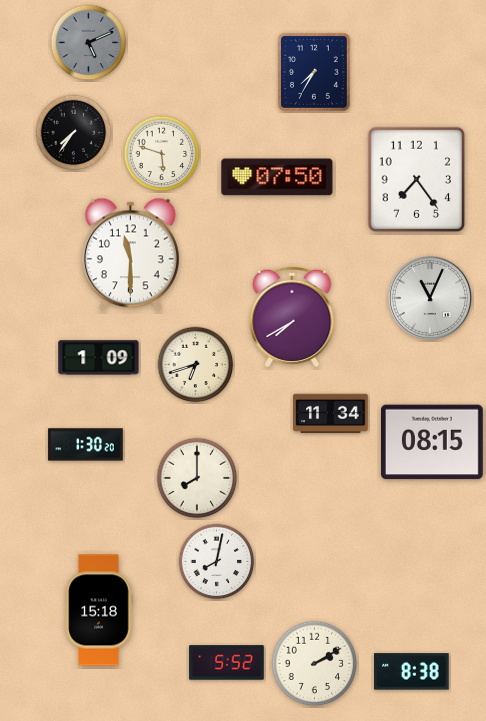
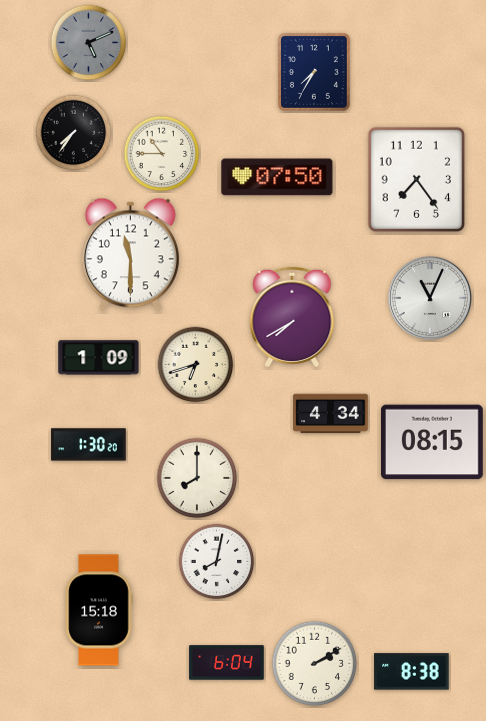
clock at (162, 154): 5:48 -> 10:45
clock at (331, 414): 11:34 -> 4:34
clock at (86, 445) position: (86, 445) -> (89, 445)
clock at (227, 663): 5:52 -> 6:04
